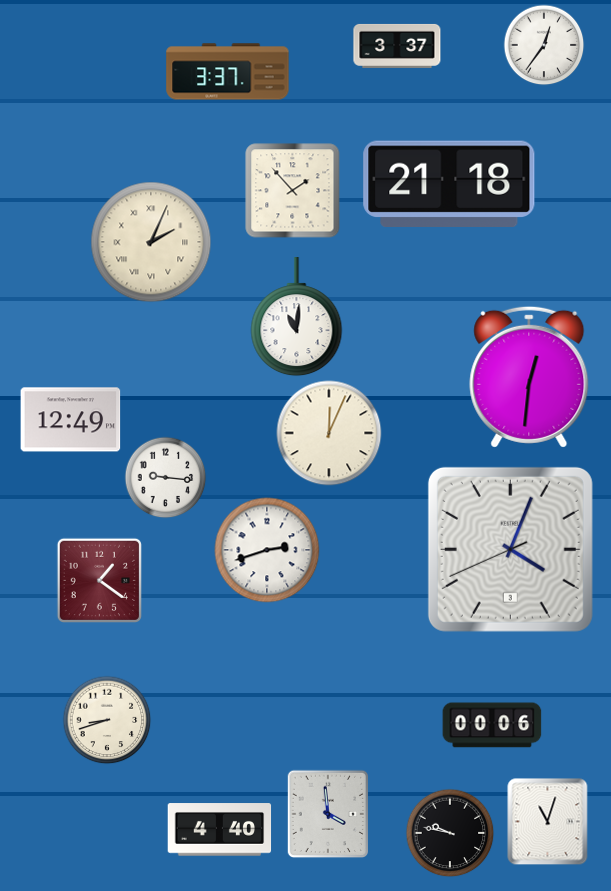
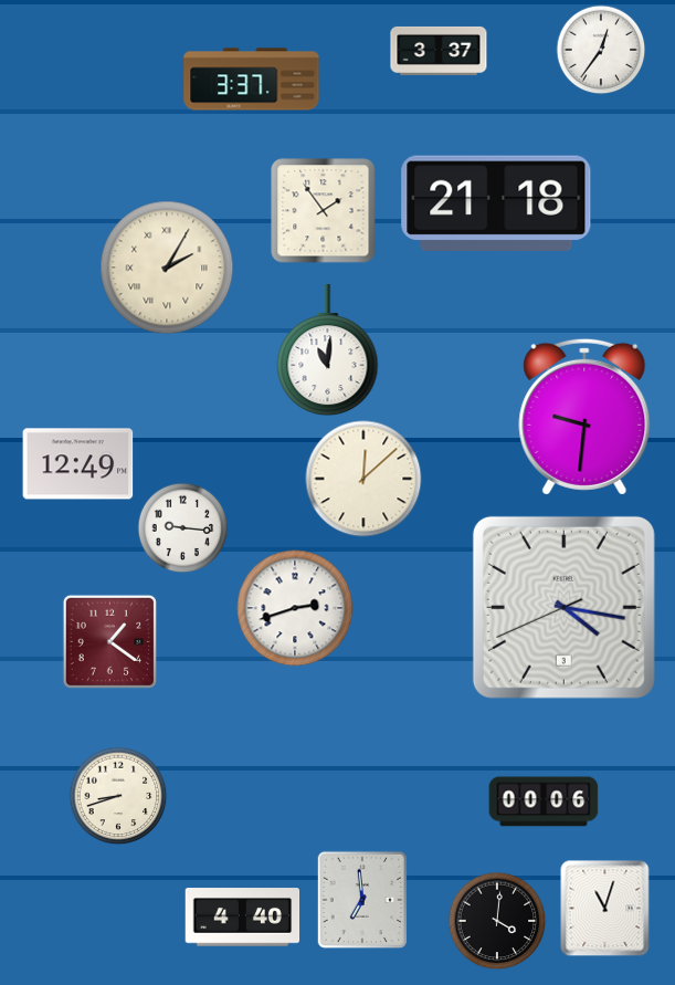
clock at (293, 191): 1:53 -> 1:54
clock at (151, 242): 2:04 -> 2:05
clock at (529, 377): 12:31 -> 9:31
clock at (329, 433): 12:04 -> 12:08
clock at (510, 549): 4:03 -> 4:16
clock at (328, 814): 3:59 -> 6:59
clock at (450, 833): 9:47 -> 4:01
